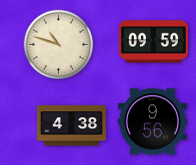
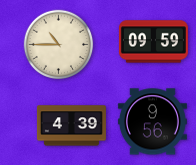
clock at (59, 45): 10:48 -> 10:45
clock at (71, 126): 4:38 -> 4:39
